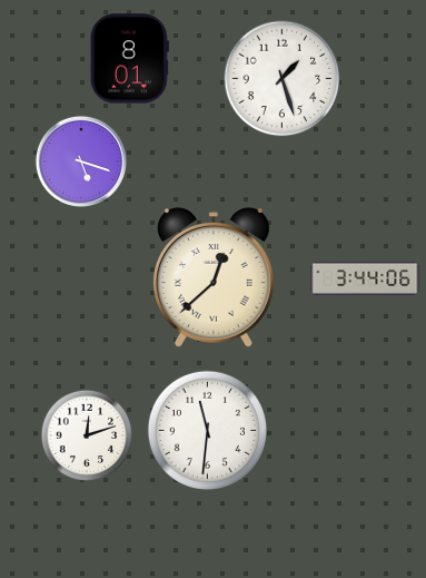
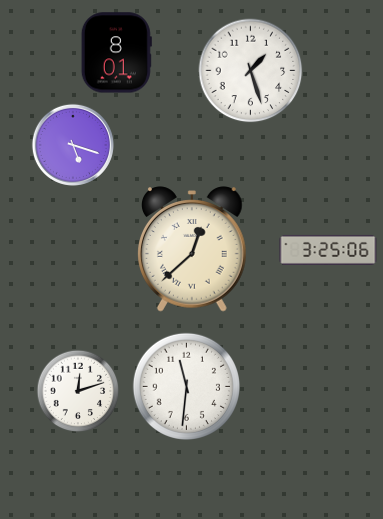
clock at (283, 79) position: (283, 79) -> (251, 71)
clock at (365, 278): 3:44 -> 3:25
